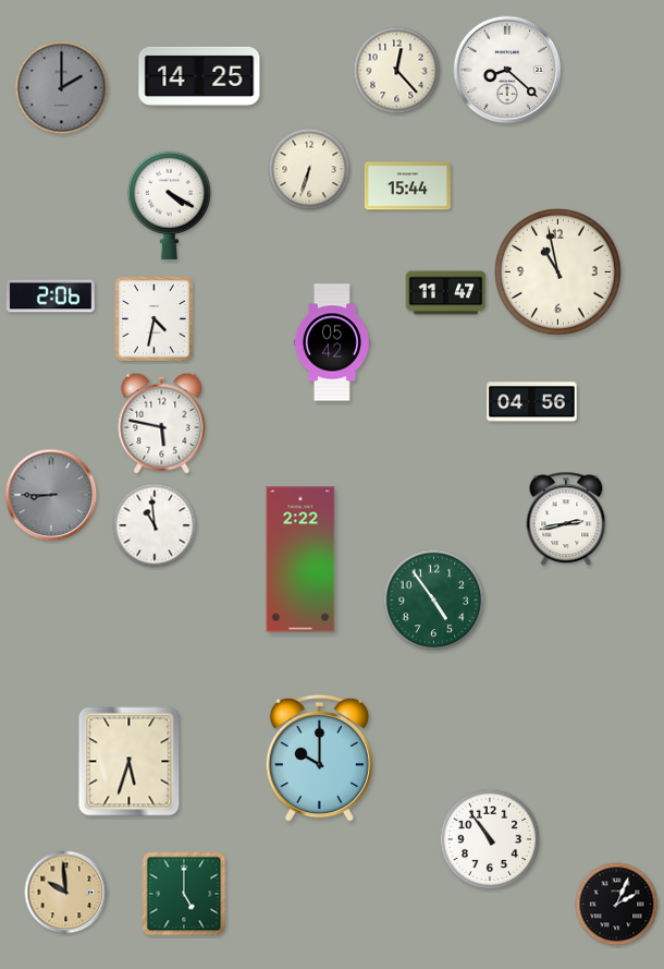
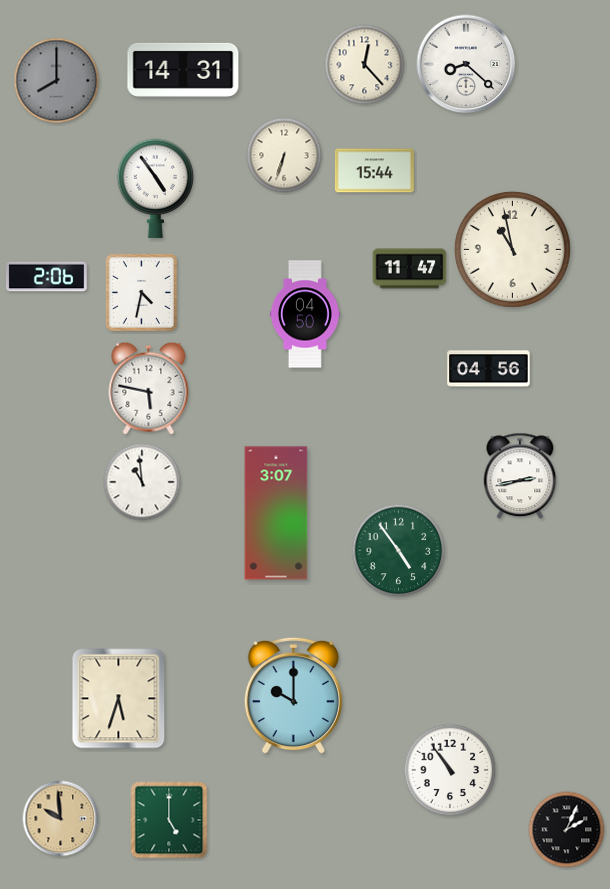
clock at (199, 76): 14:25 -> 14:31
clock at (62, 88): 2:00 -> 8:00
clock at (169, 205): 4:20 -> 4:54
clock at (51, 296) position: (51, 296) -> (47, 277)
clock at (332, 342): 05:42 -> 04:50
clock at (51, 495): 8:45 -> none
clock at (300, 559): 2:22 -> 3:07
